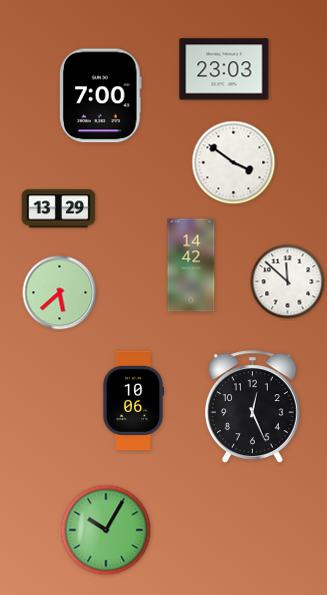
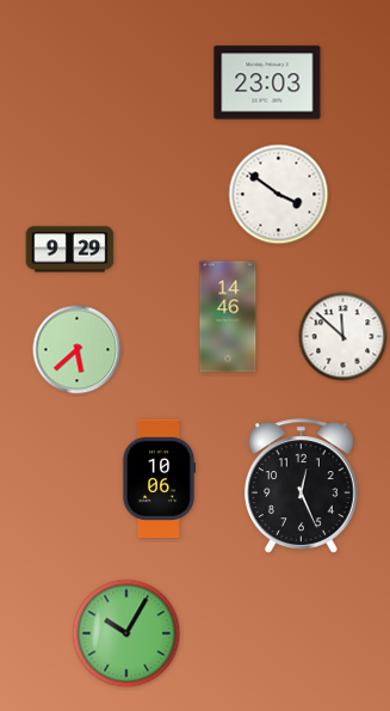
clock at (101, 96): 7:00 -> none
clock at (59, 209): 13:29 -> 9:29
clock at (191, 265): 14:42 -> 14:46
clock at (60, 293) position: (60, 293) -> (78, 350)
